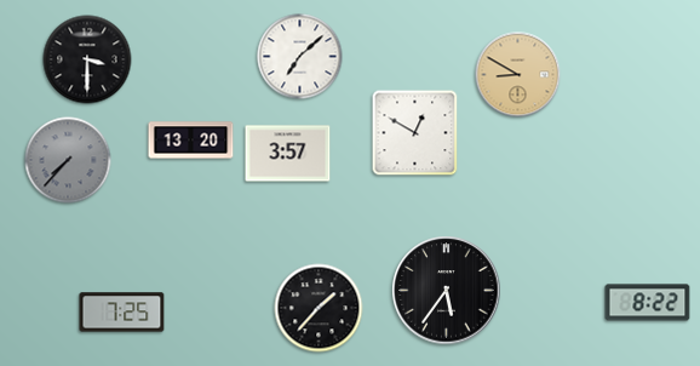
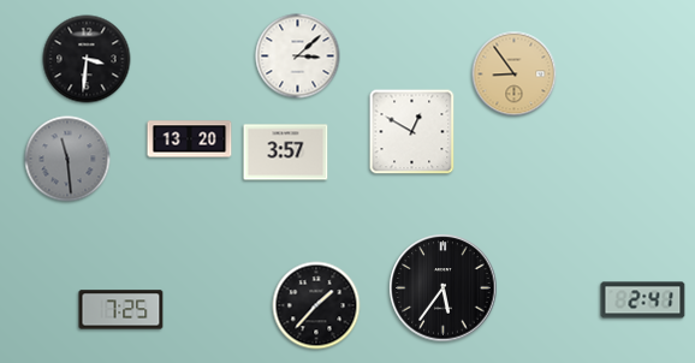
clock at (300, 57): 7:08 -> 3:08
clock at (87, 59): 3:30 -> 3:31
clock at (518, 75): 8:50 -> 8:54
clock at (68, 160): 7:37 -> 11:29
clock at (648, 303): 8:22 -> 2:41
